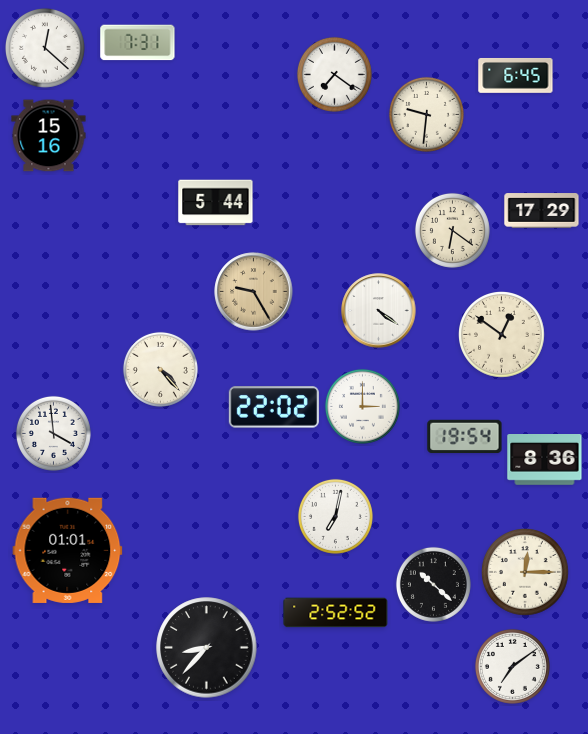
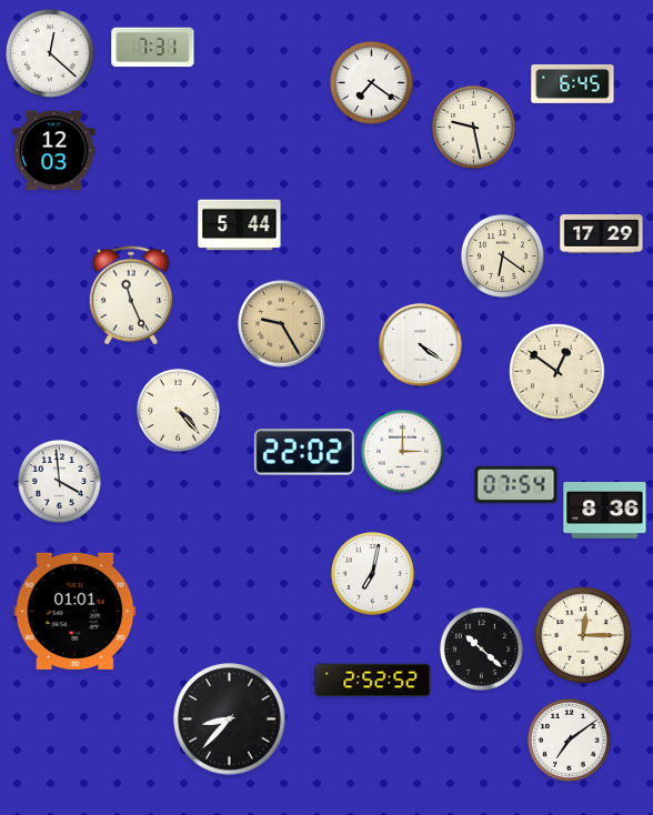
clock at (426, 114): 9:31 -> 9:28
clock at (49, 136): 15:16 -> 12:03
clock at (131, 295): none -> 11:26
clock at (465, 437): 19:54 -> 07:54
